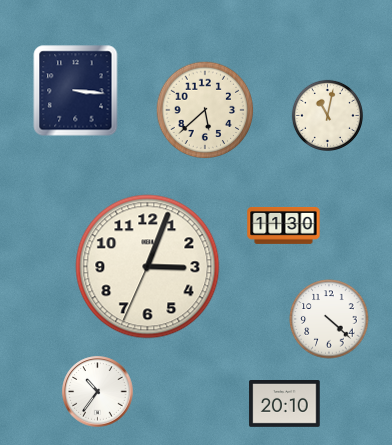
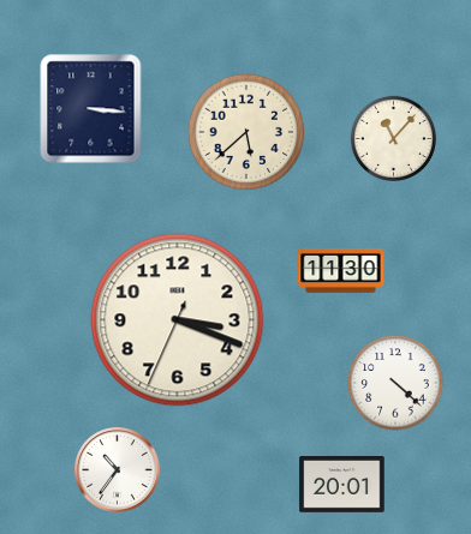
clock at (327, 115): 11:02 -> 11:07
clock at (148, 267): 3:03 -> 3:18
clock at (285, 404): 20:10 -> 20:01
